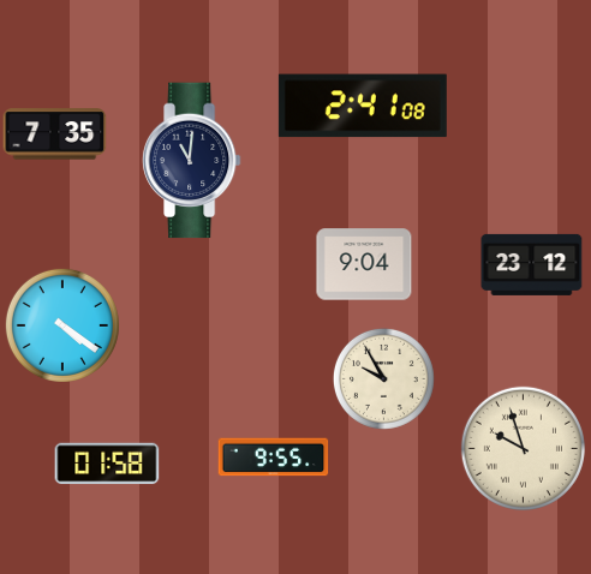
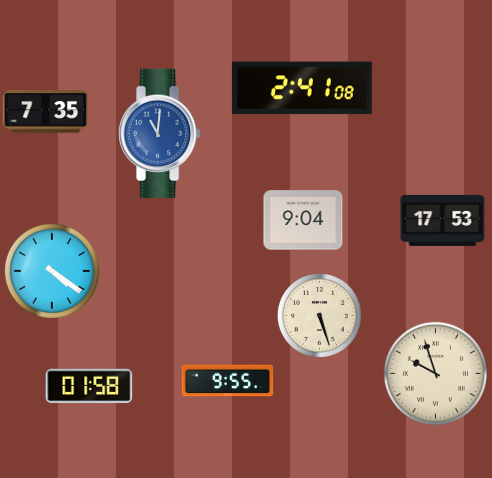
clock at (191, 161) dial: navy -> blue
clock at (532, 264): 23:12 -> 17:53
clock at (383, 378): 9:55 -> 5:27
